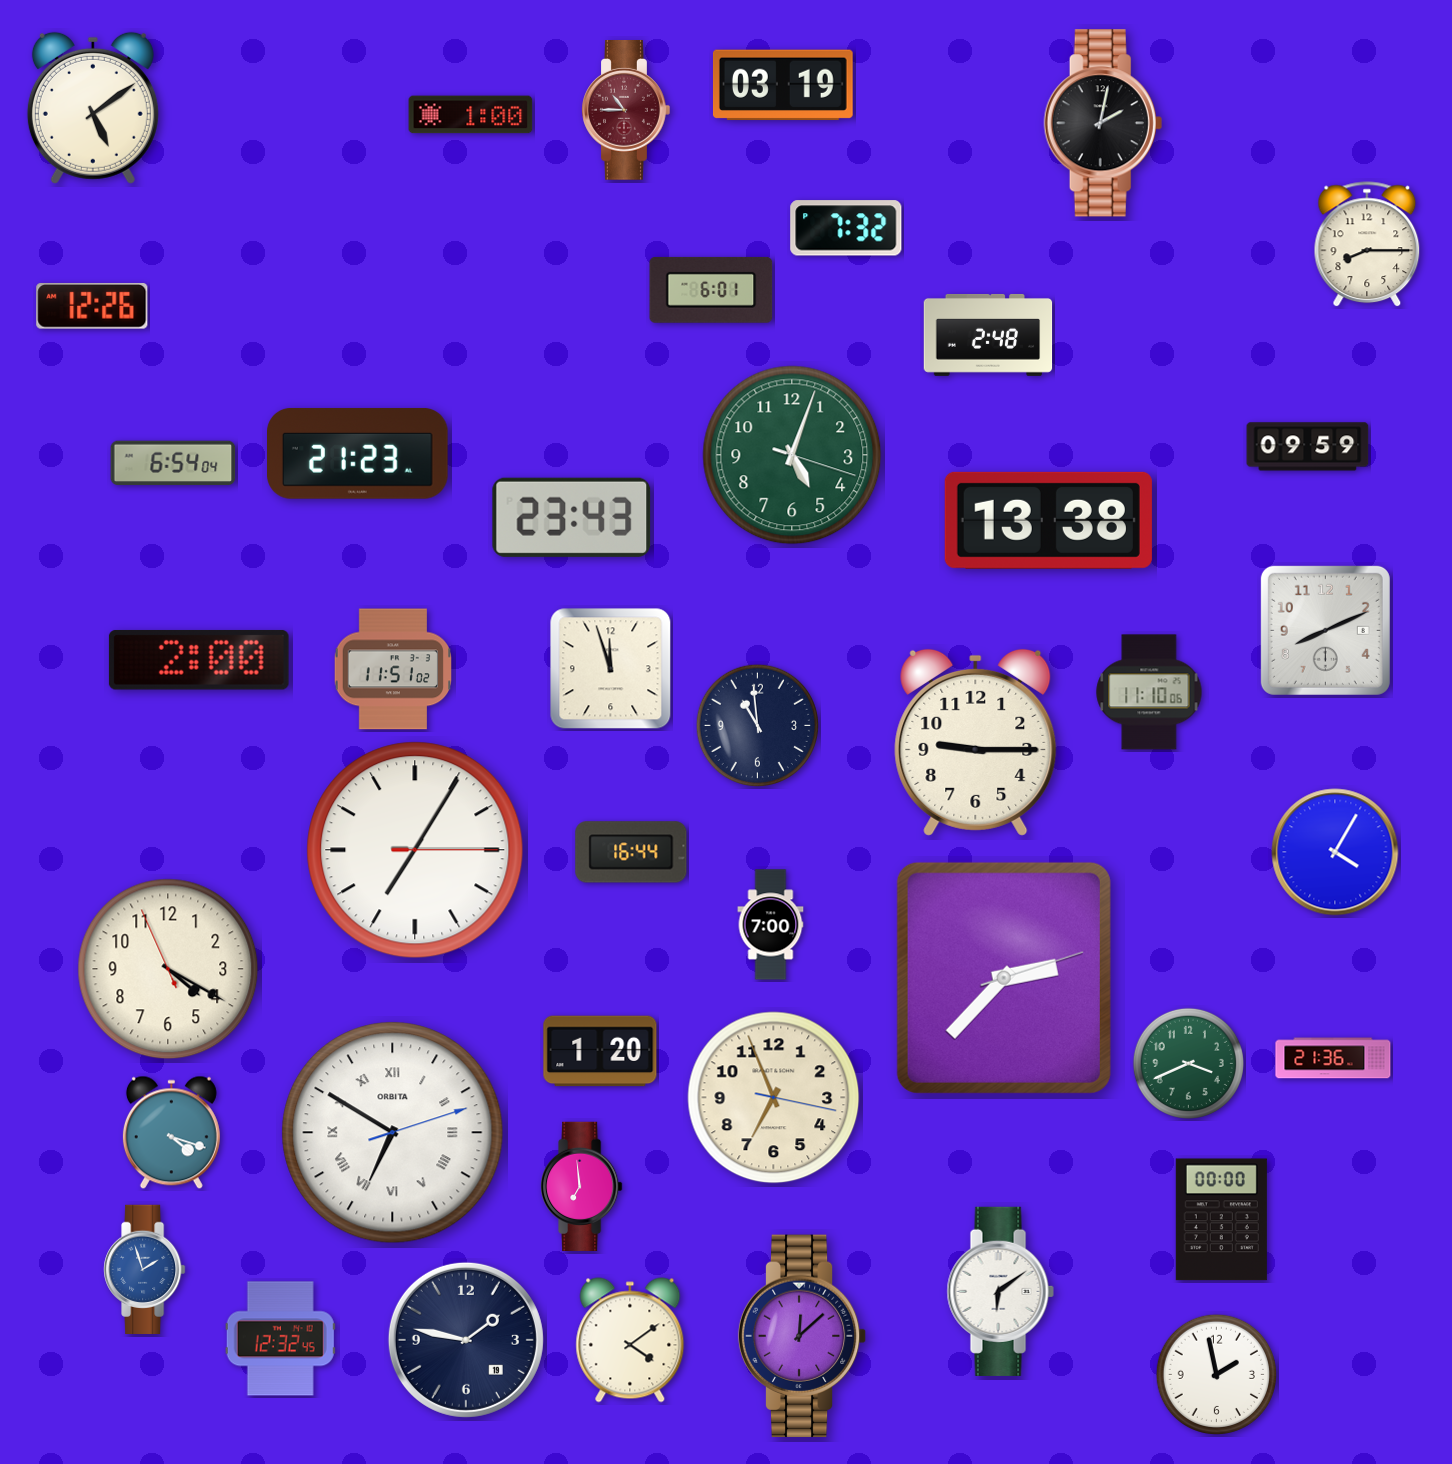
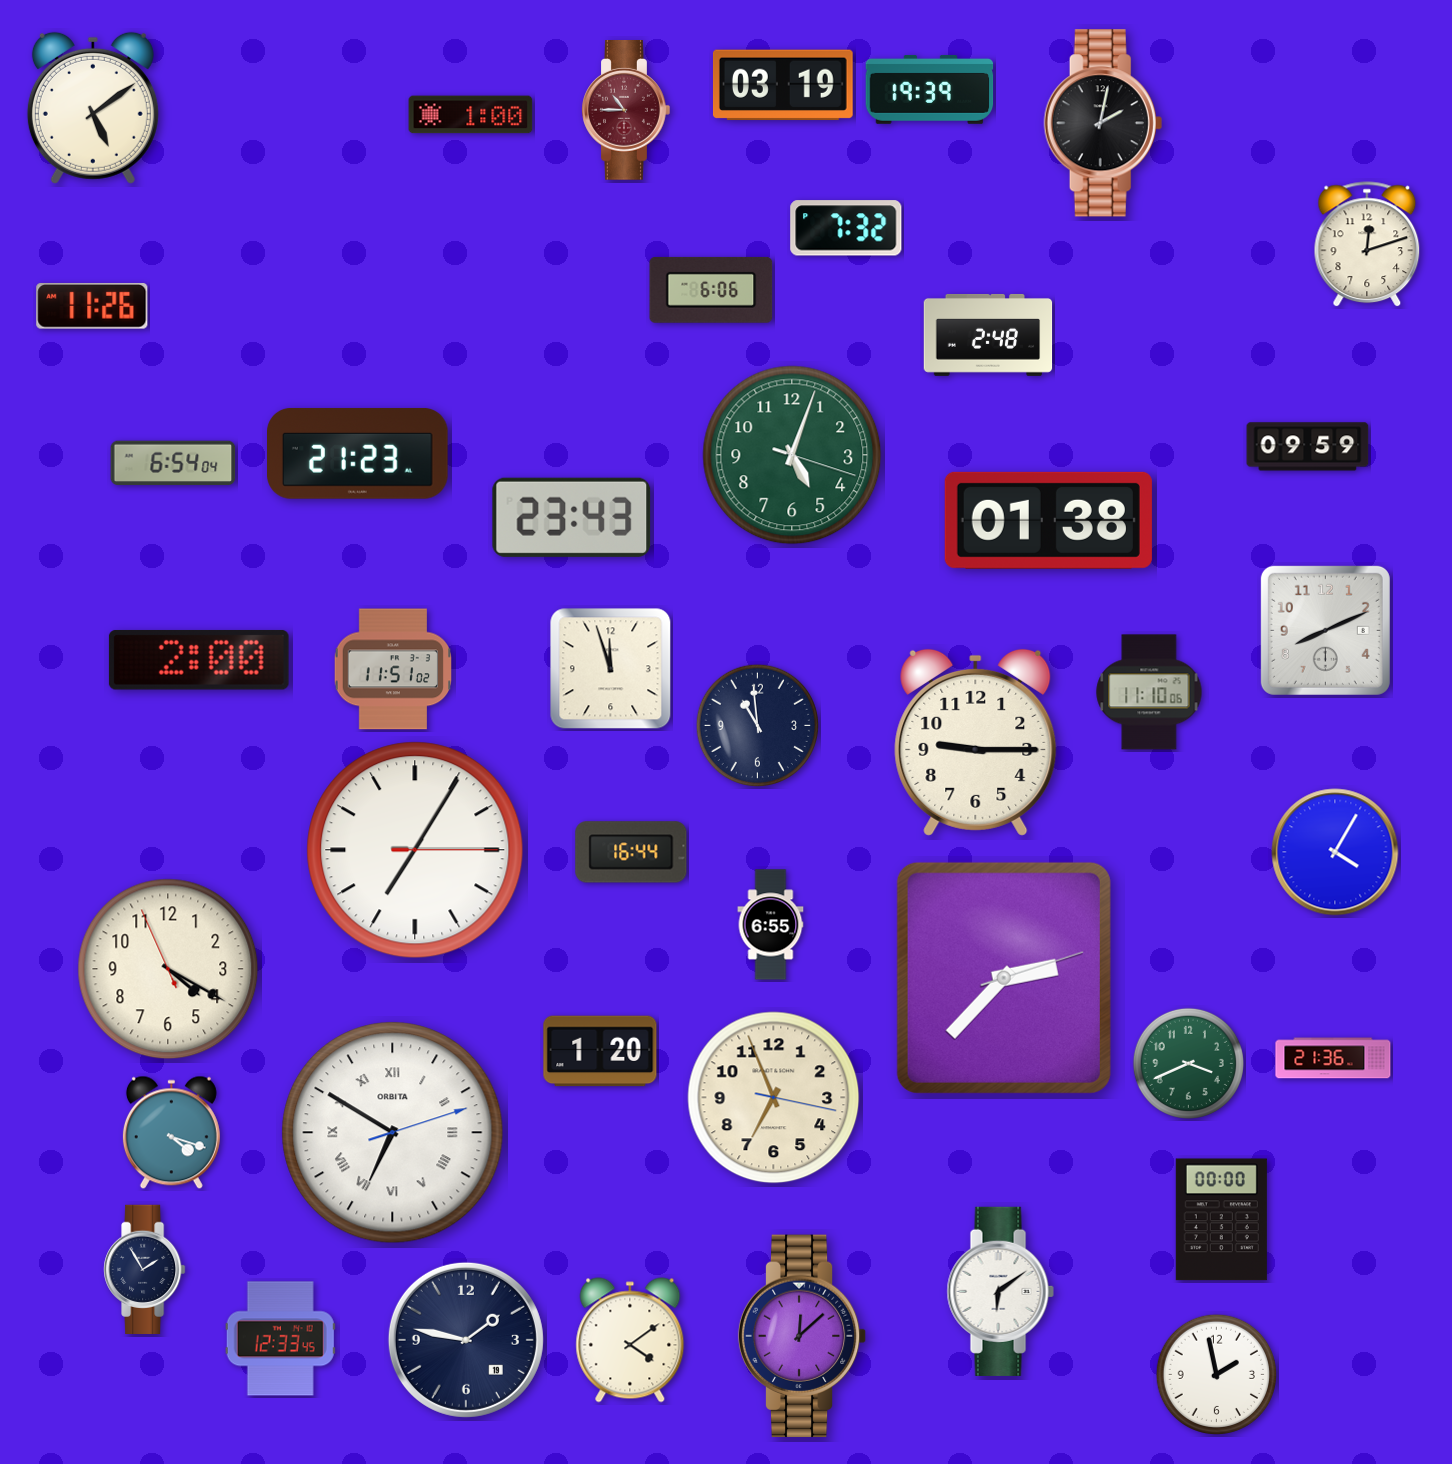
clock at (930, 89): none -> 19:39
clock at (1367, 245): 8:15 -> 12:12
clock at (711, 290): 6:01 -> 6:06
clock at (92, 306): 12:26 -> 11:26
clock at (1048, 520): 13:38 -> 01:38
clock at (771, 925): 7:00 -> 6:55
clock at (582, 1186): 6:59 -> none
clock at (145, 1269): 1:57 -> 1:55
clock at (145, 1269) dial: blue -> navy
clock at (280, 1339): 12:32 -> 12:33
